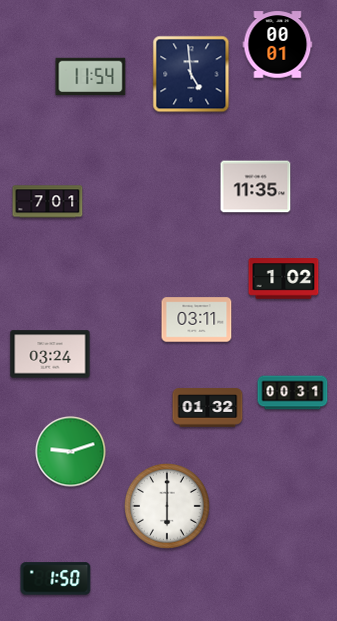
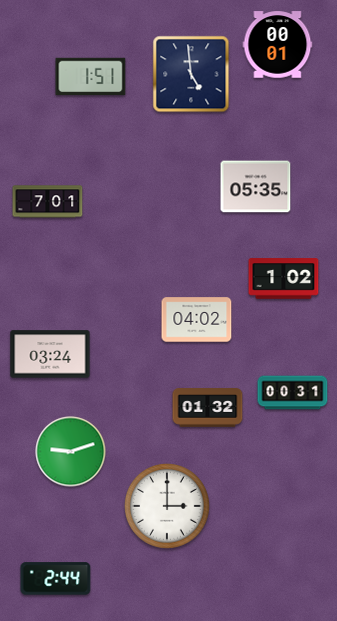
clock at (91, 77): 11:54 -> 1:51
clock at (256, 187): 11:35 -> 05:35
clock at (197, 320): 03:11 -> 04:02
clock at (168, 507): 6:00 -> 3:00
clock at (56, 579): 1:50 -> 2:44
